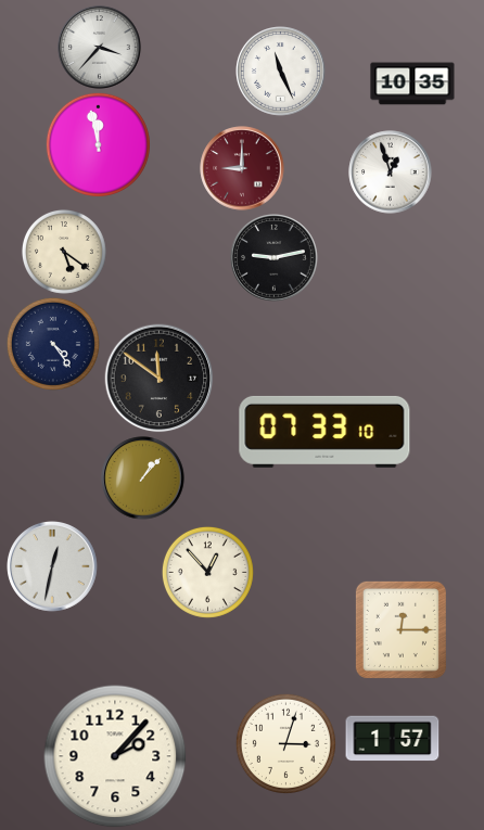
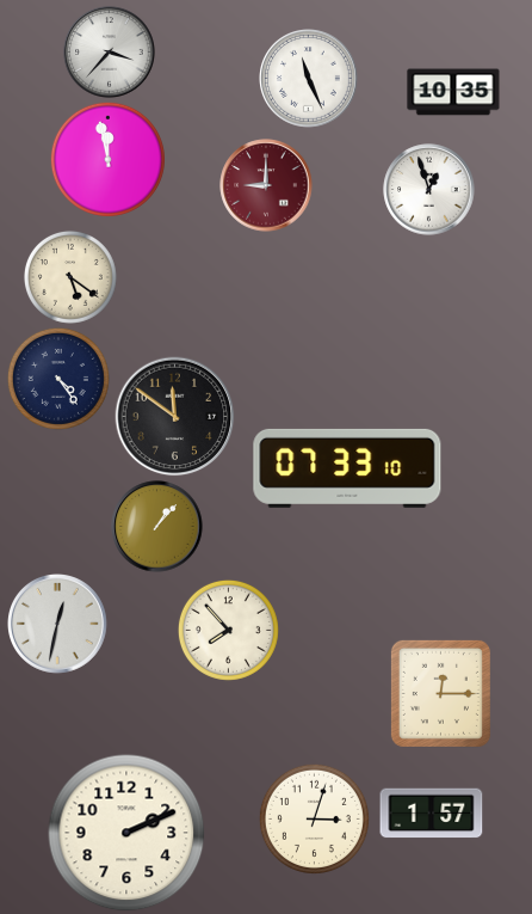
clock at (275, 258): 9:13 -> none
clock at (324, 432) position: (324, 432) -> (347, 468)
clock at (207, 572): 12:53 -> 7:53
clock at (115, 756): 2:07 -> 2:11
